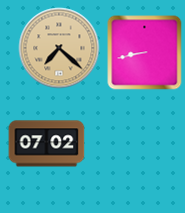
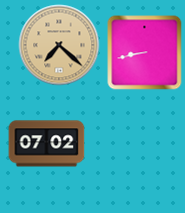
clock at (59, 48) position: (59, 48) -> (59, 45)
